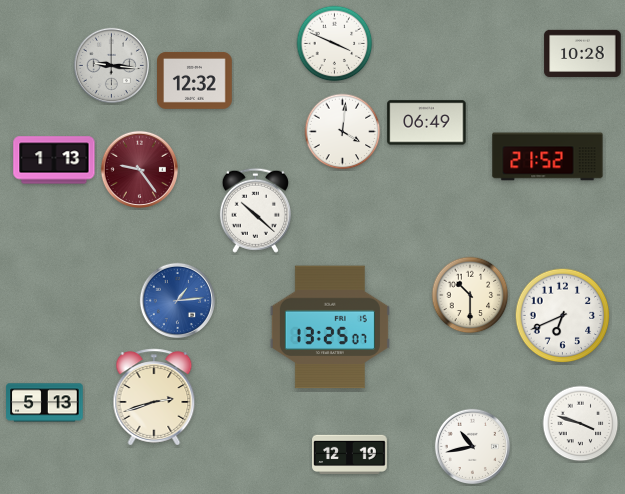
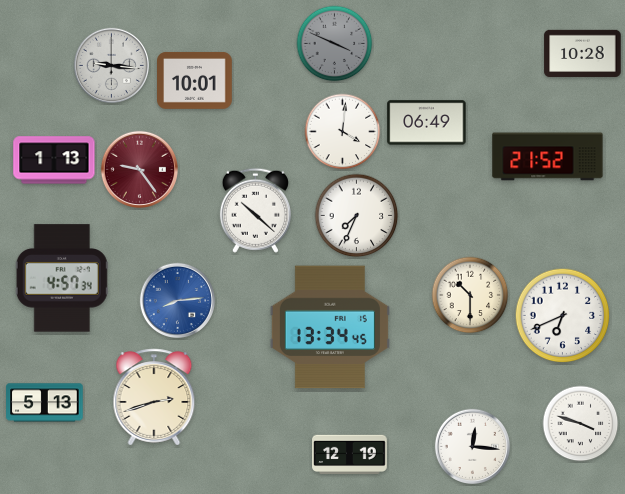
clock at (335, 44) dial: white -> grey
clock at (195, 80): 12:32 -> 10:01
clock at (357, 216): none -> 7:34
clock at (62, 278): none -> 4:57
clock at (177, 300): 1:14 -> 8:14
clock at (330, 327): 13:25 -> 13:34
clock at (472, 446): 10:43 -> 12:16
